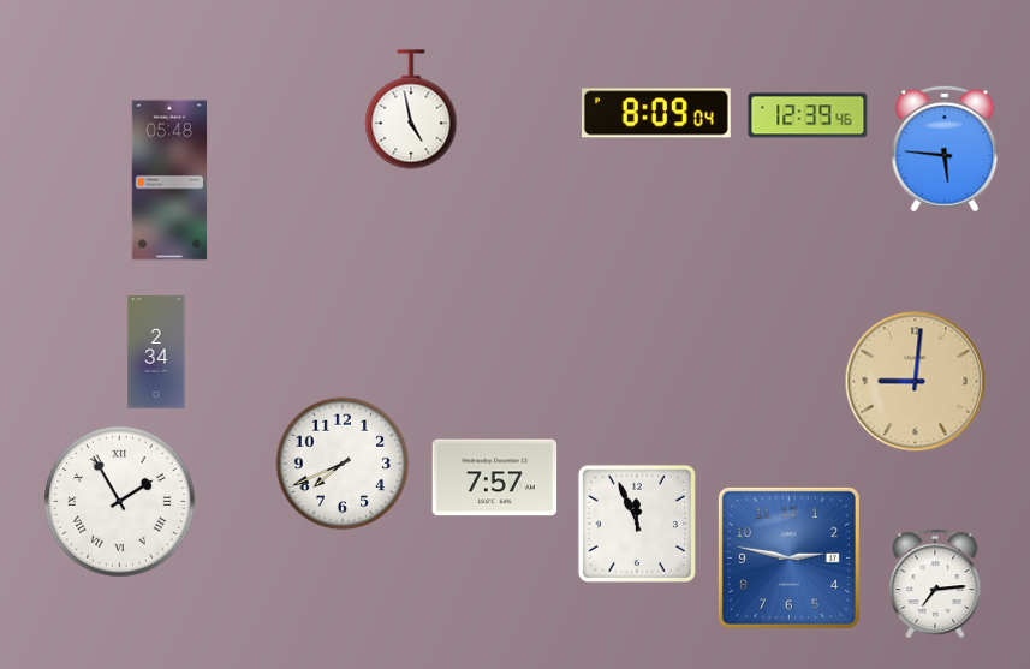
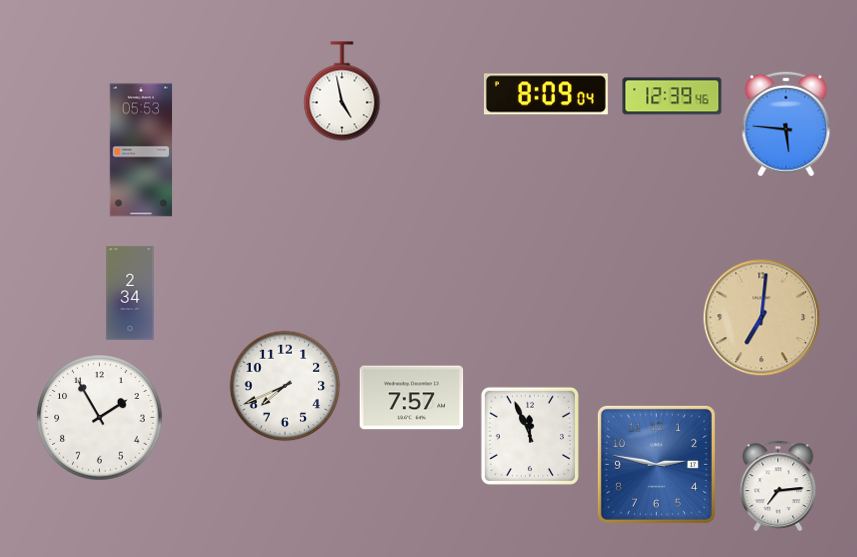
clock at (169, 180): 05:48 -> 05:53
clock at (916, 382): 9:01 -> 7:01
clock at (120, 502) numerals: Roman -> Arabic
